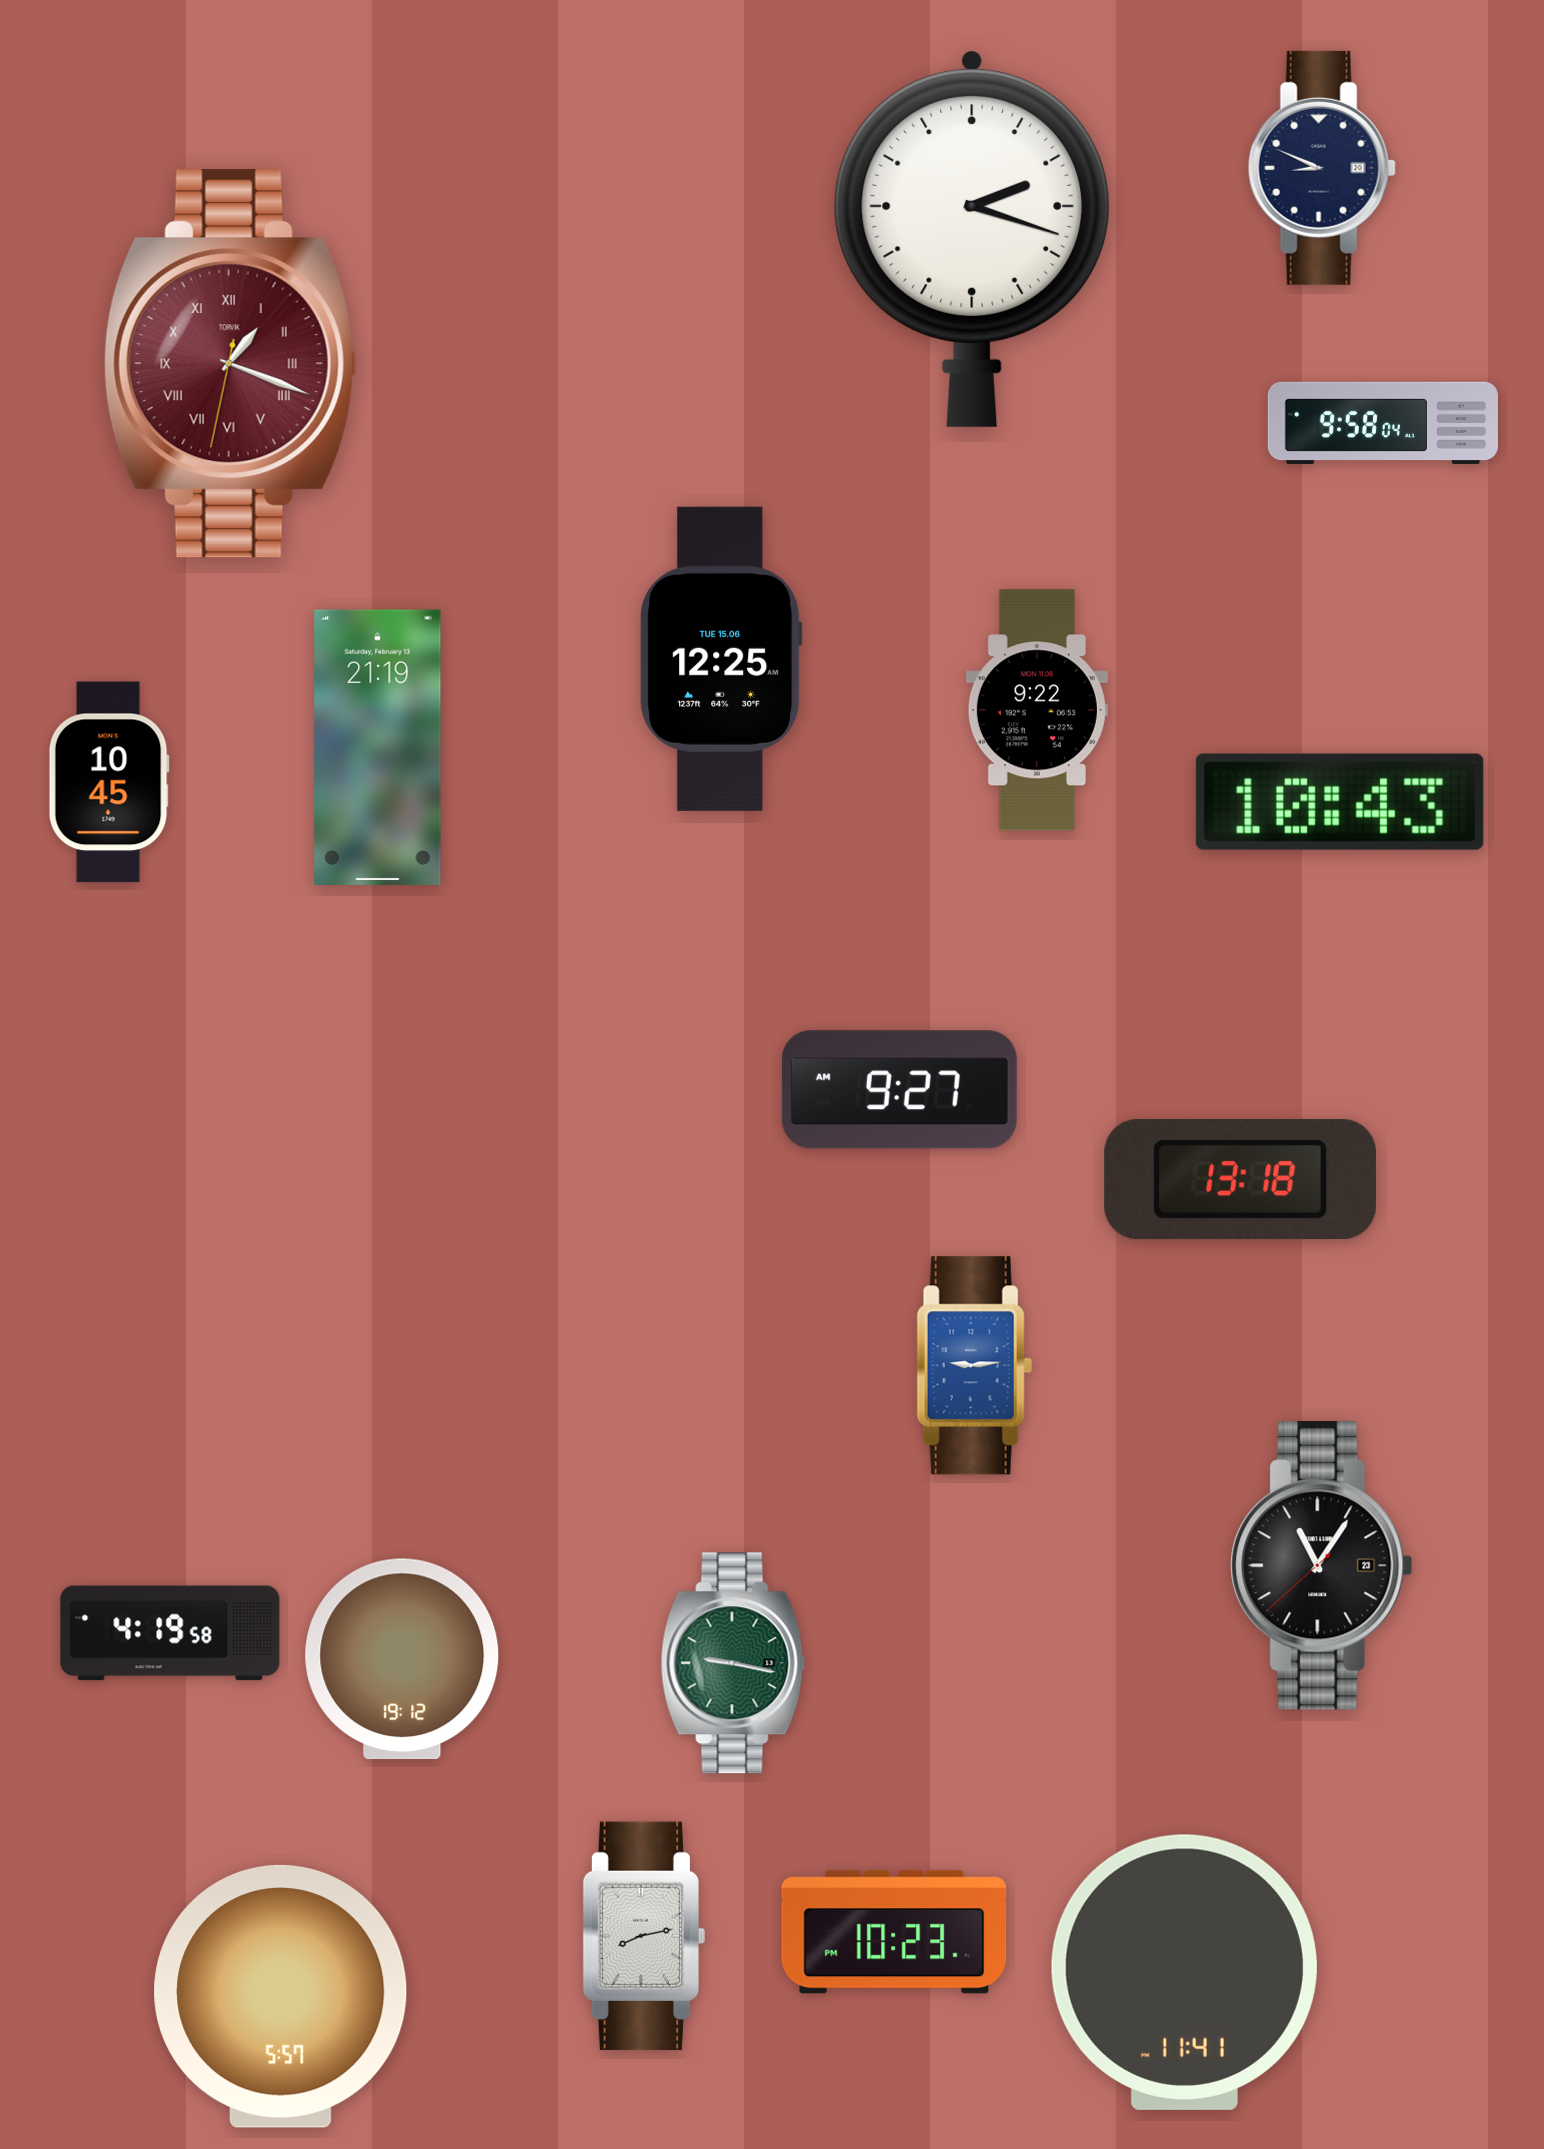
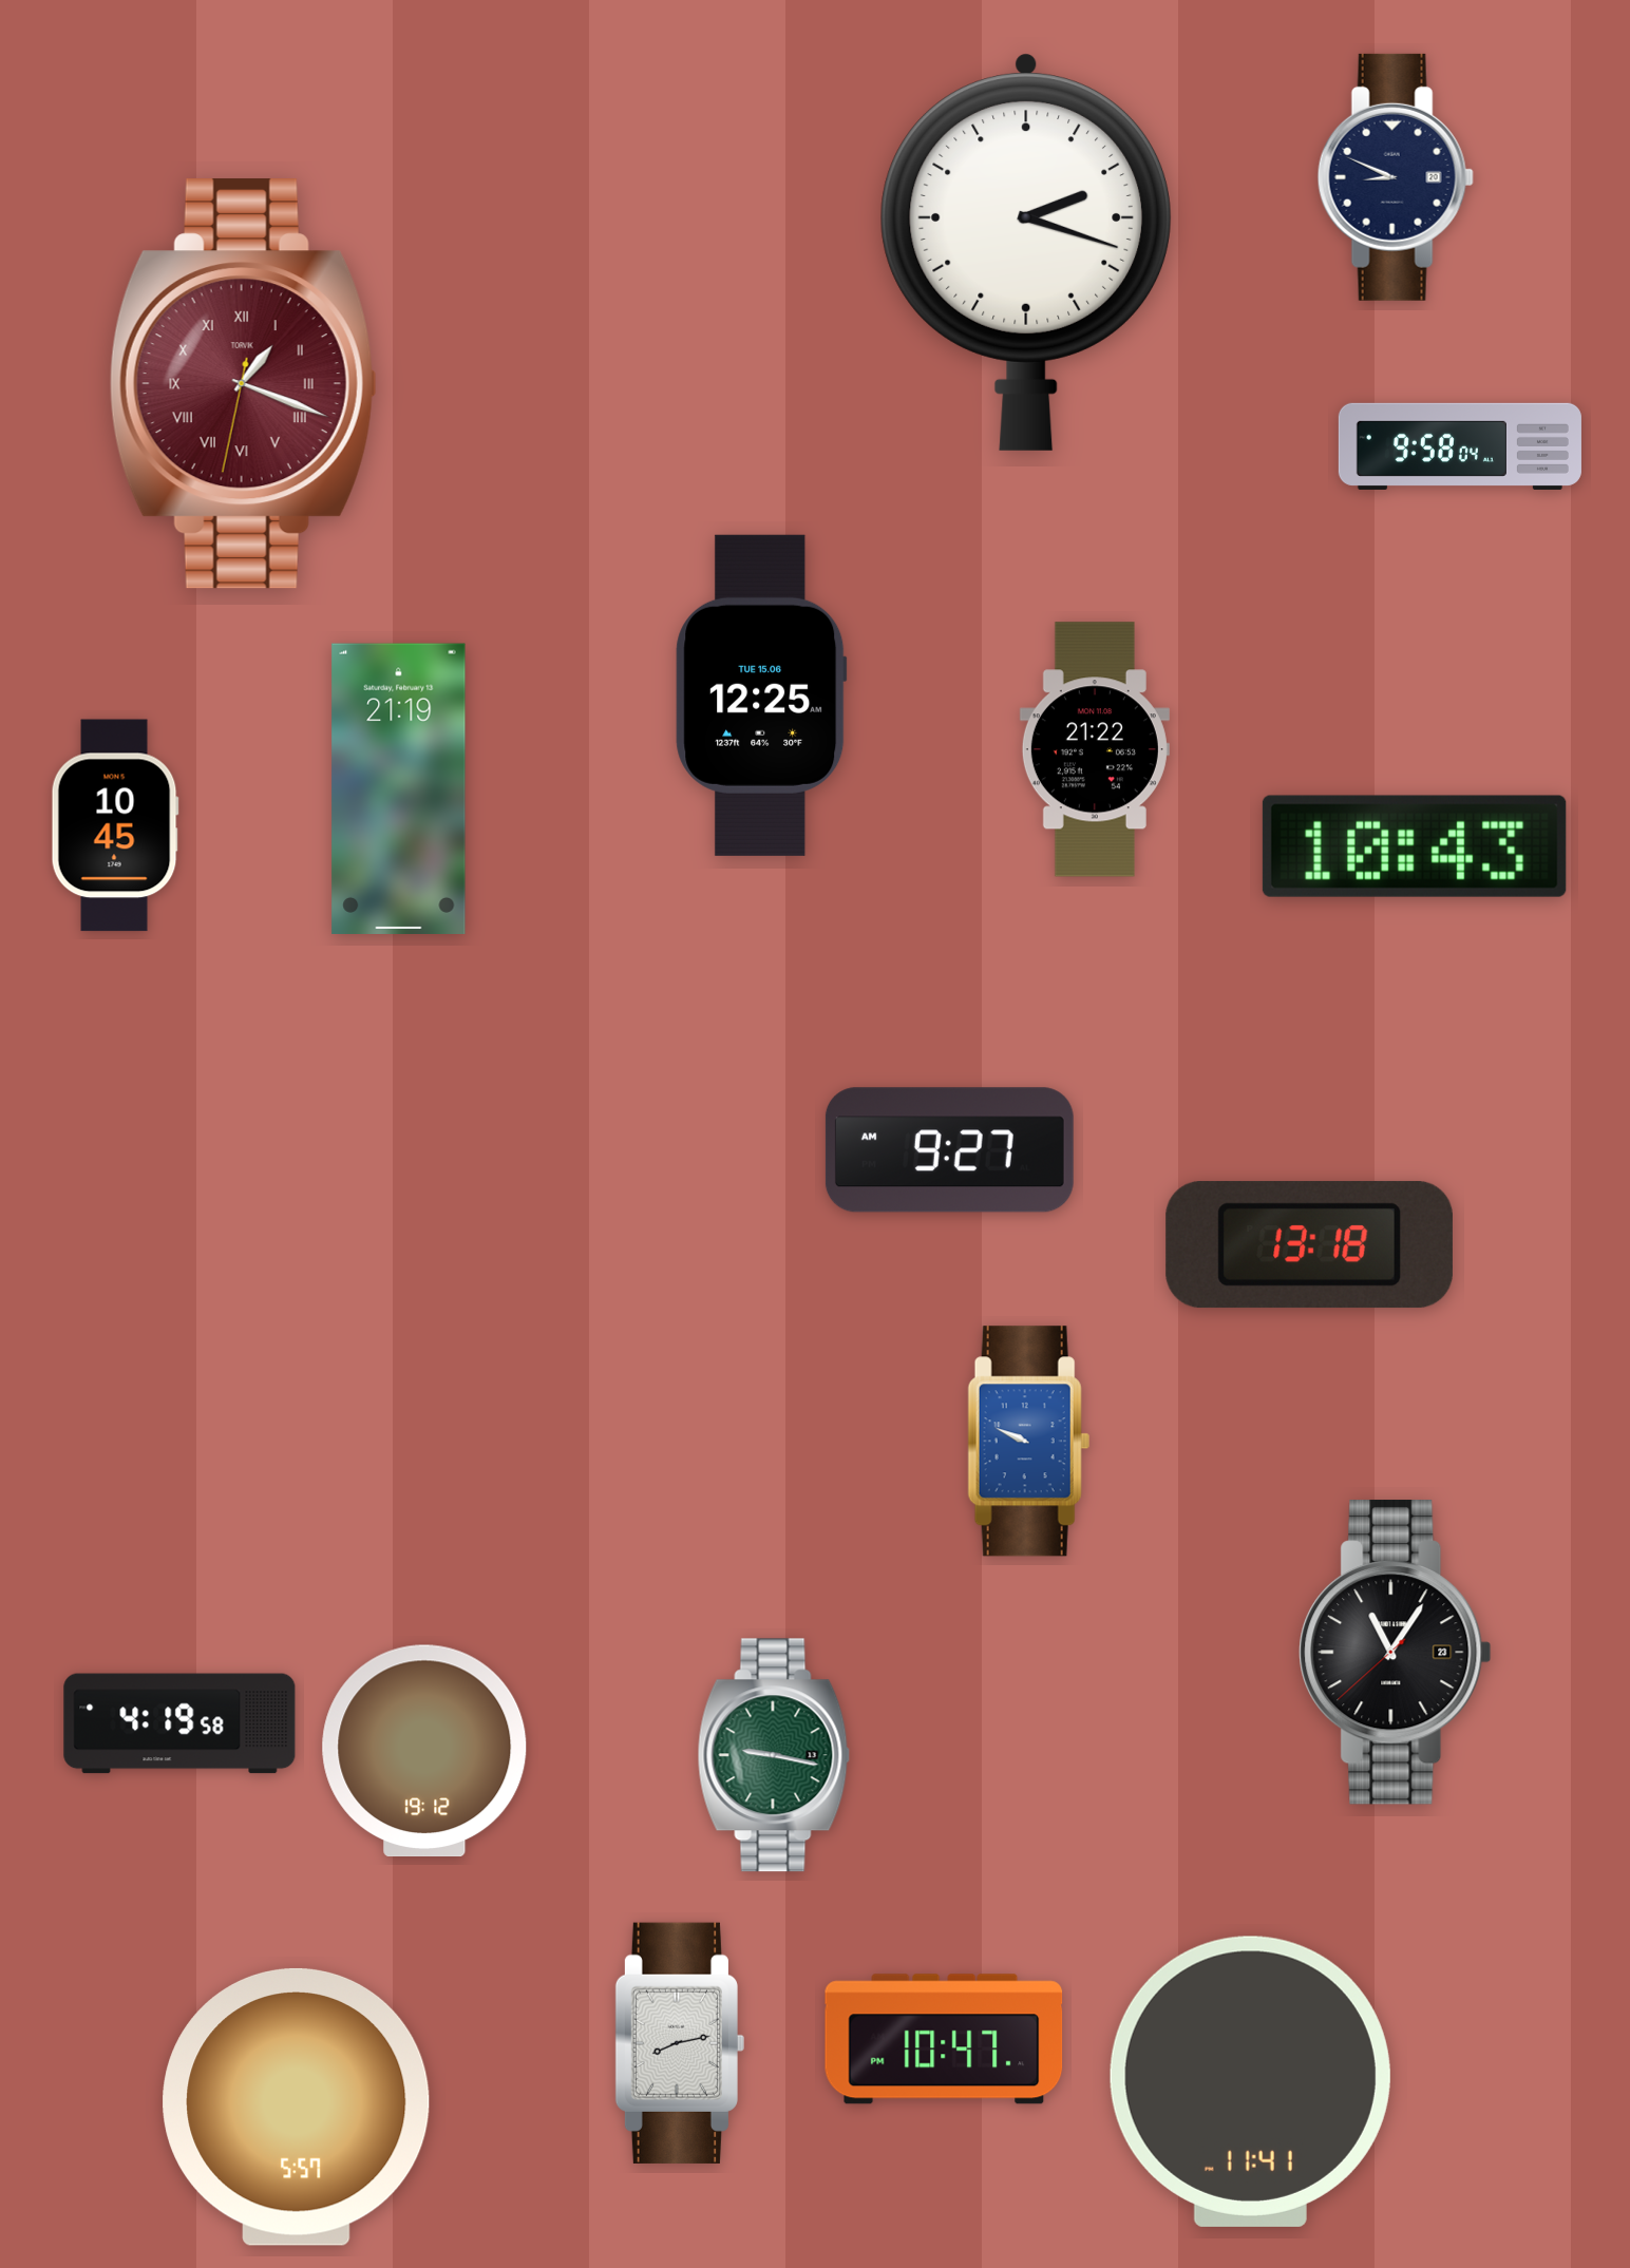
clock at (1037, 710): 9:22 -> 21:22
clock at (974, 1366): 9:14 -> 9:49
clock at (894, 1932): 10:23 -> 10:47
